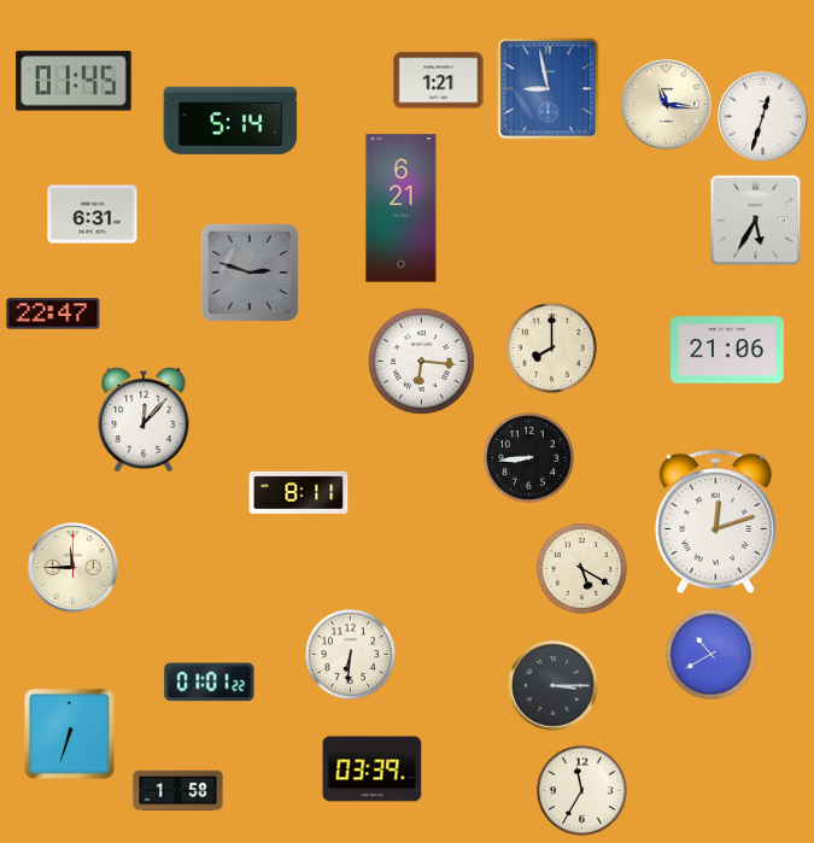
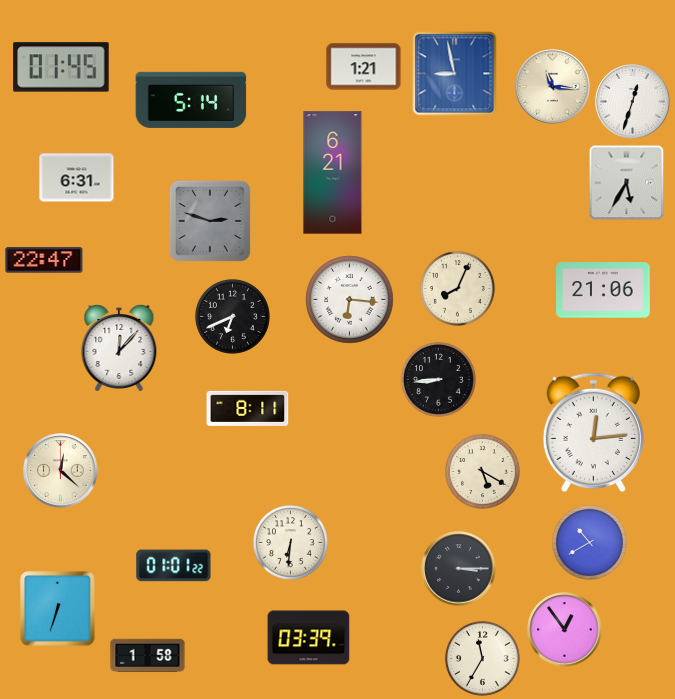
clock at (763, 117) position: (763, 117) -> (633, 102)
clock at (250, 273) position: (250, 273) -> (210, 221)
clock at (552, 349): 8:00 -> 8:04
clock at (233, 317): none -> 6:41
clock at (715, 522): 12:12 -> 12:14
clock at (74, 568): 11:45 -> 12:22
clock at (565, 630): none -> 12:54
clock at (582, 791) position: (582, 791) -> (483, 659)
